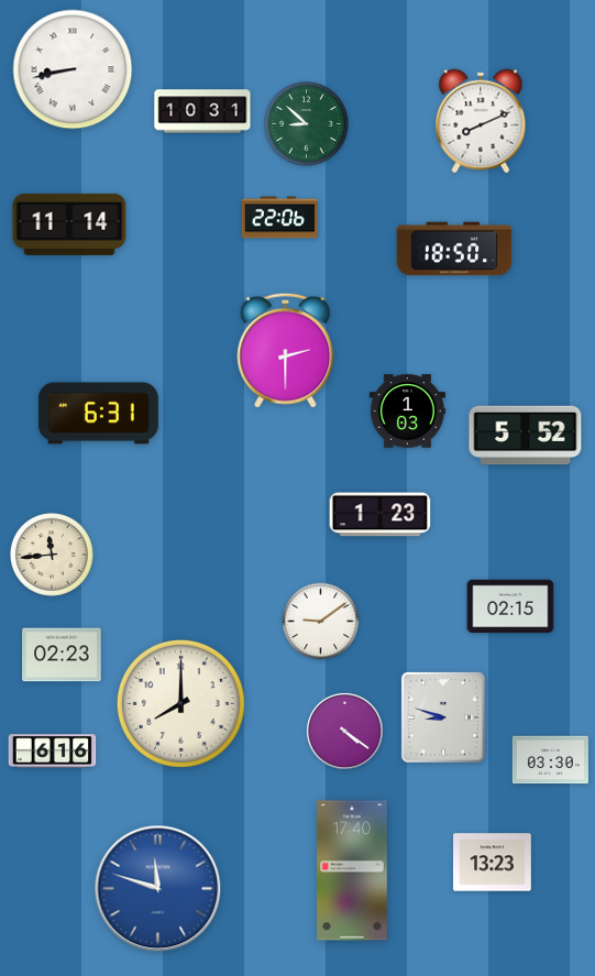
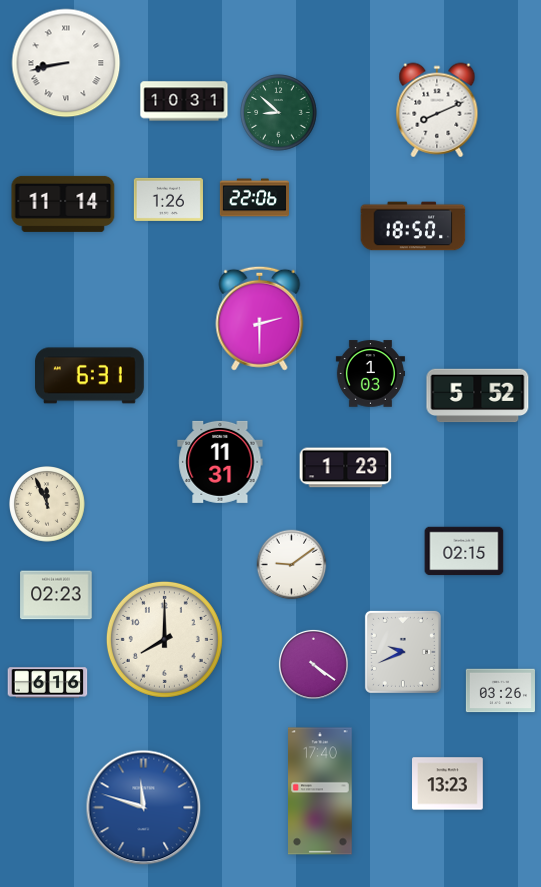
clock at (168, 199): none -> 1:26
clock at (220, 462): none -> 11:31
clock at (53, 556): 11:44 -> 11:56
clock at (443, 717): 8:48 -> 9:41
clock at (550, 760): 03:30 -> 03:26
